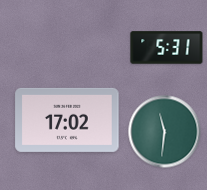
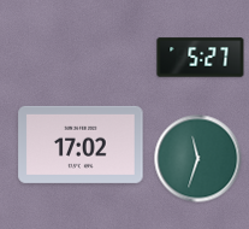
clock at (167, 48): 5:31 -> 5:27
clock at (165, 132): 11:31 -> 11:33
